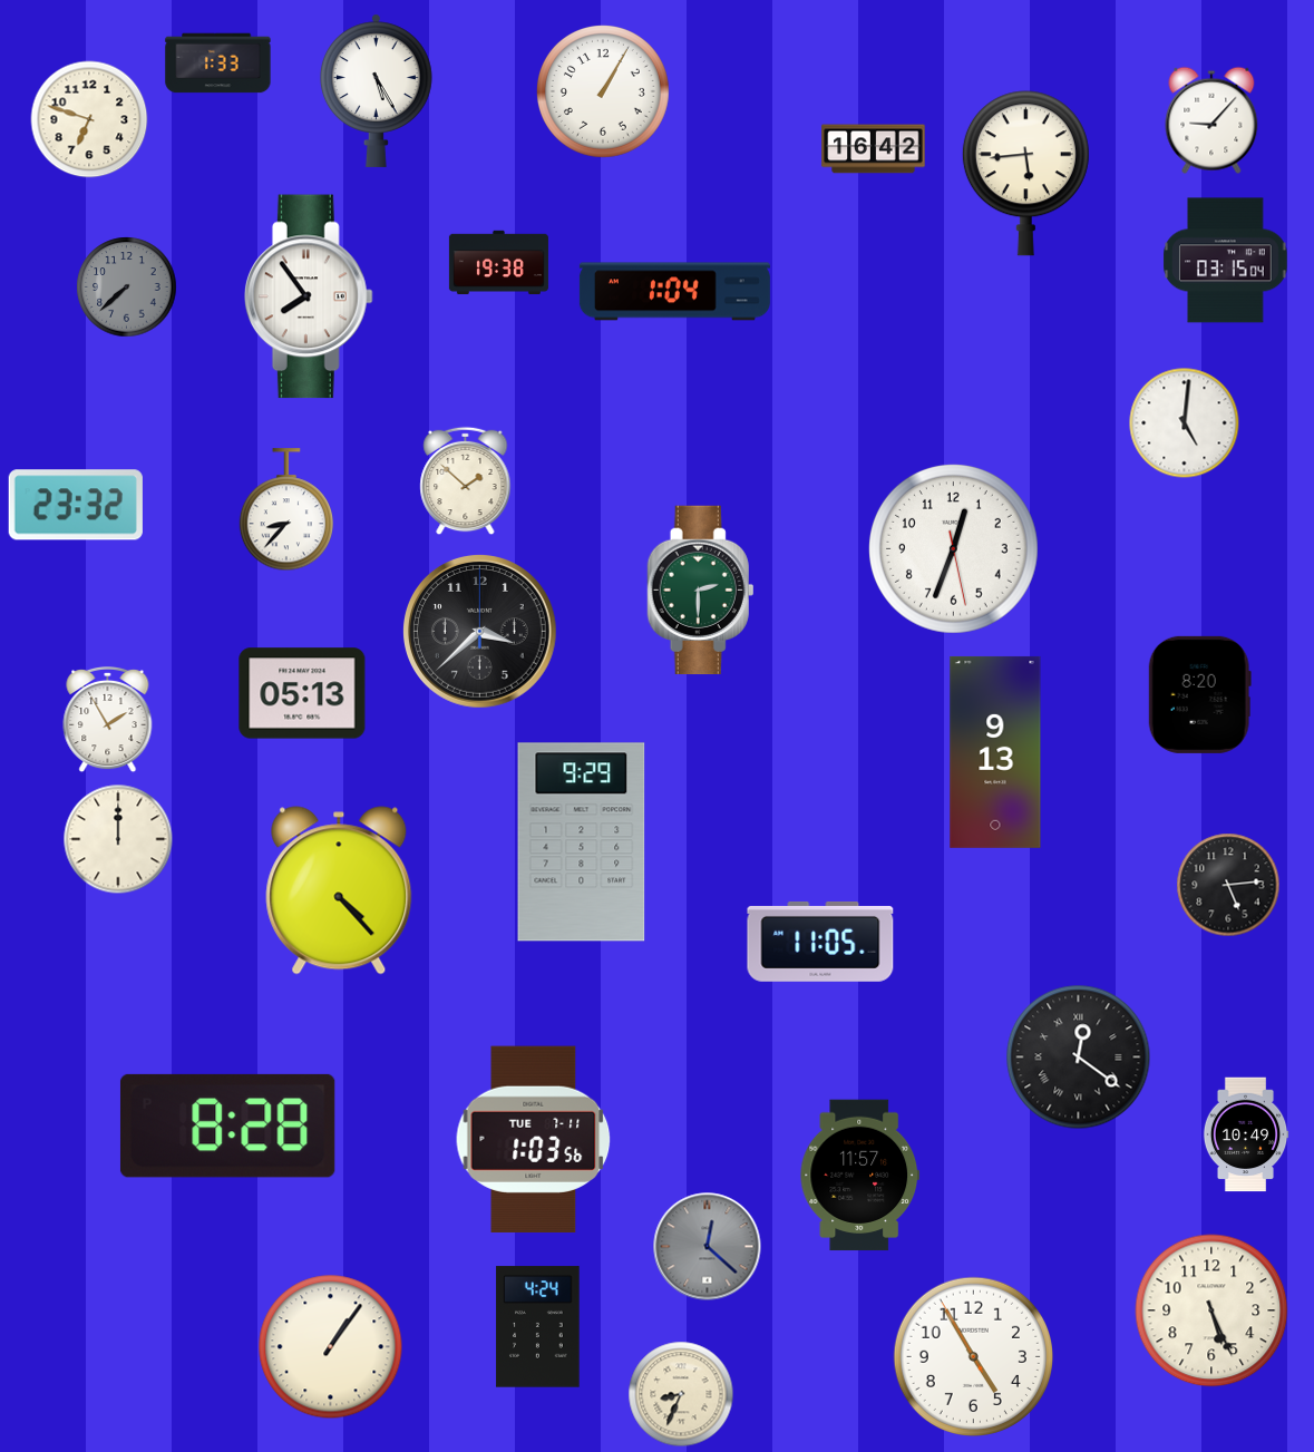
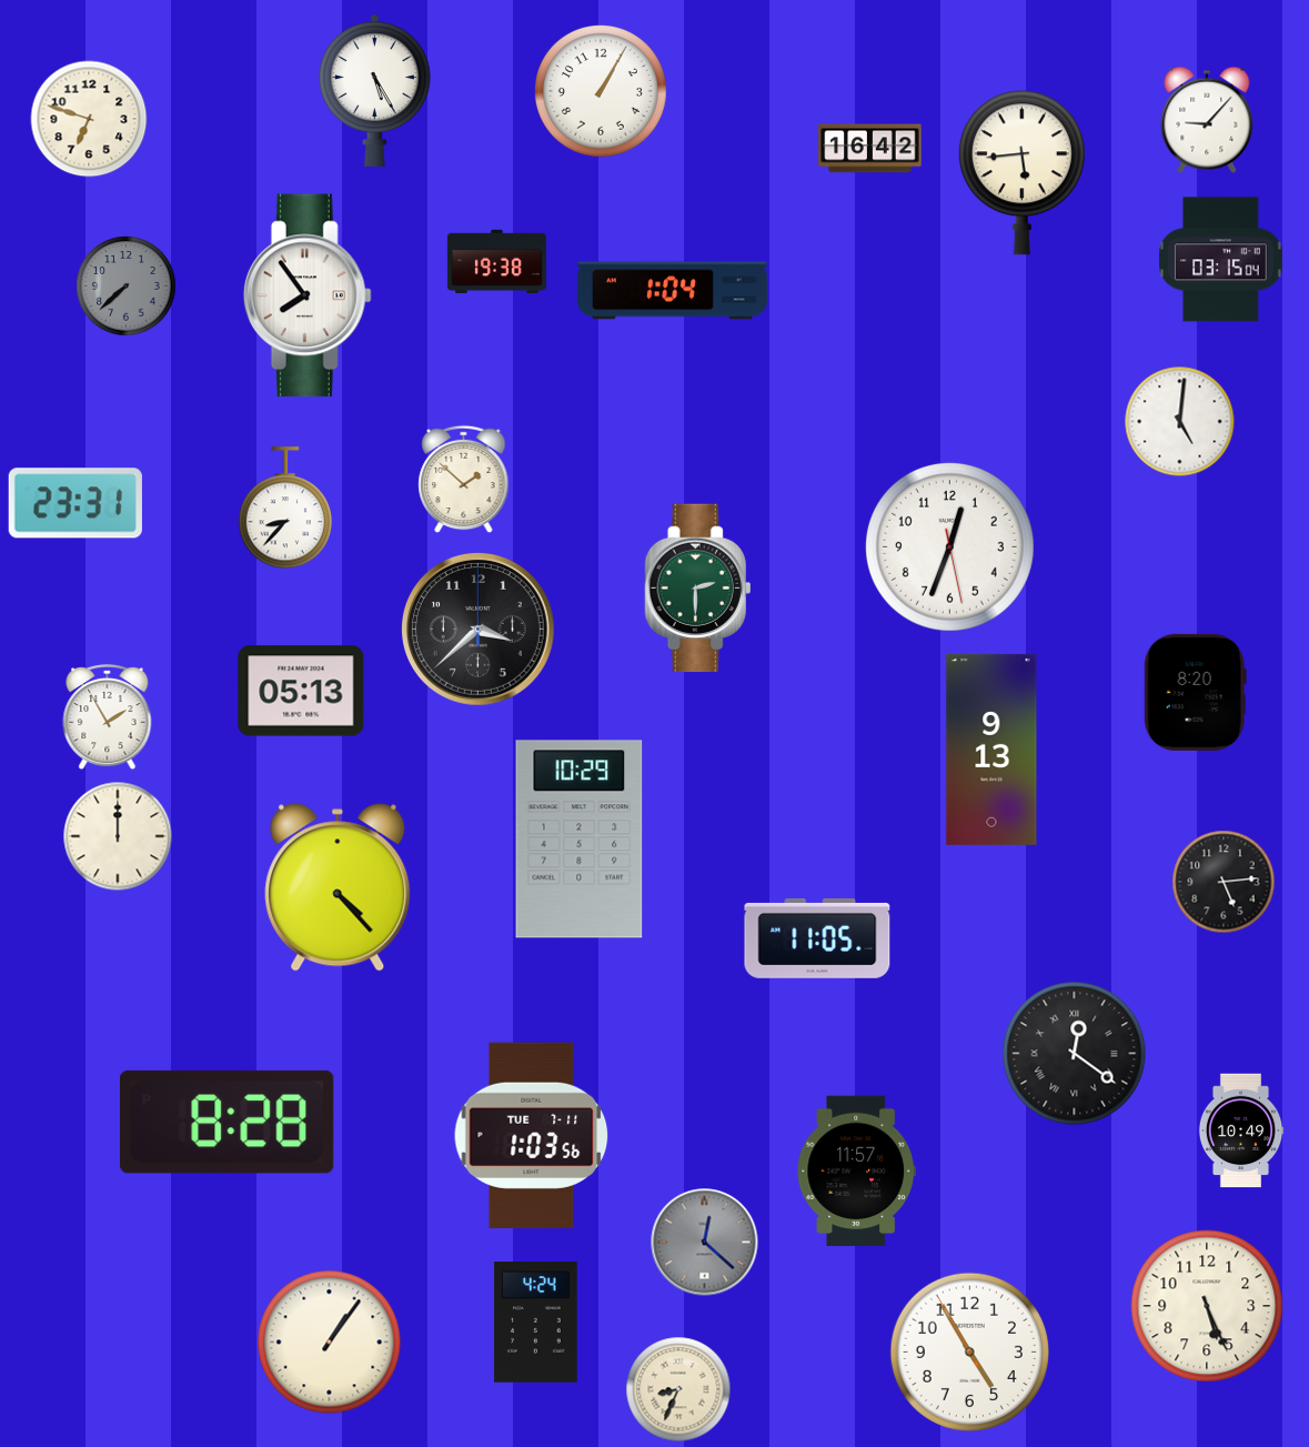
clock at (218, 64): 1:33 -> none
clock at (76, 505): 23:32 -> 23:31
clock at (582, 842): 9:29 -> 10:29
